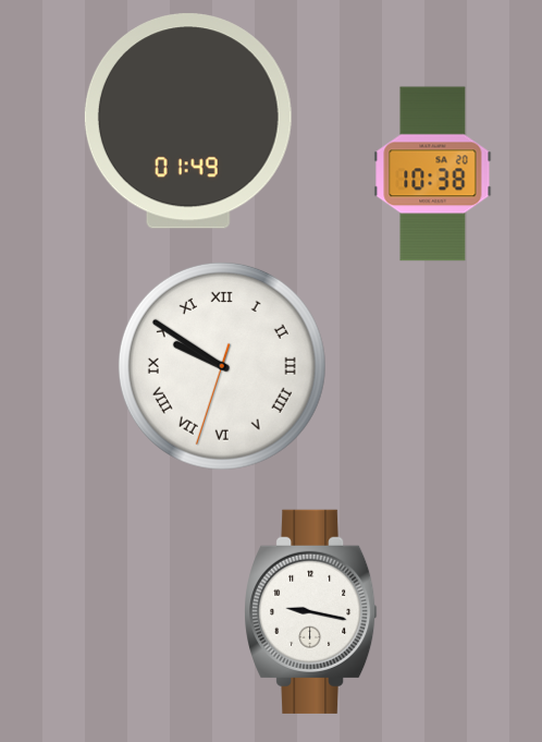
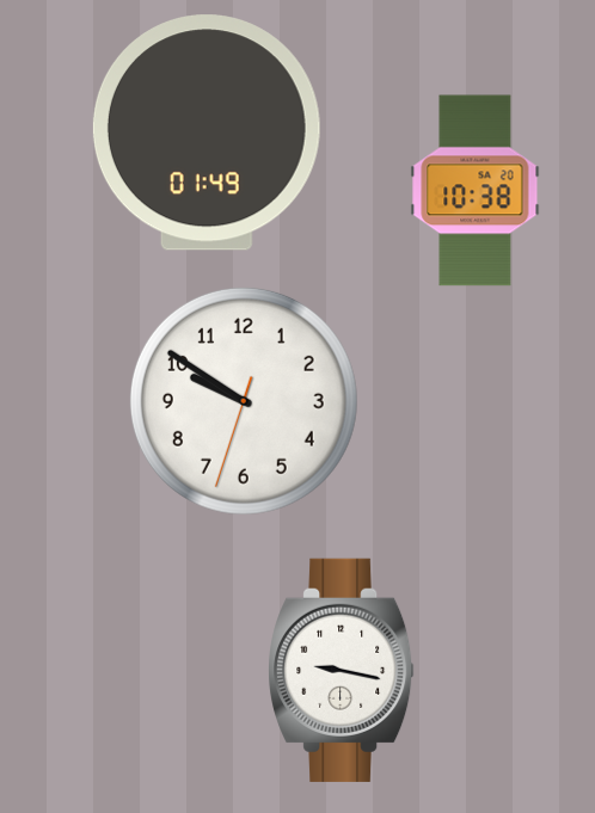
clock at (222, 366) numerals: Roman -> Arabic
